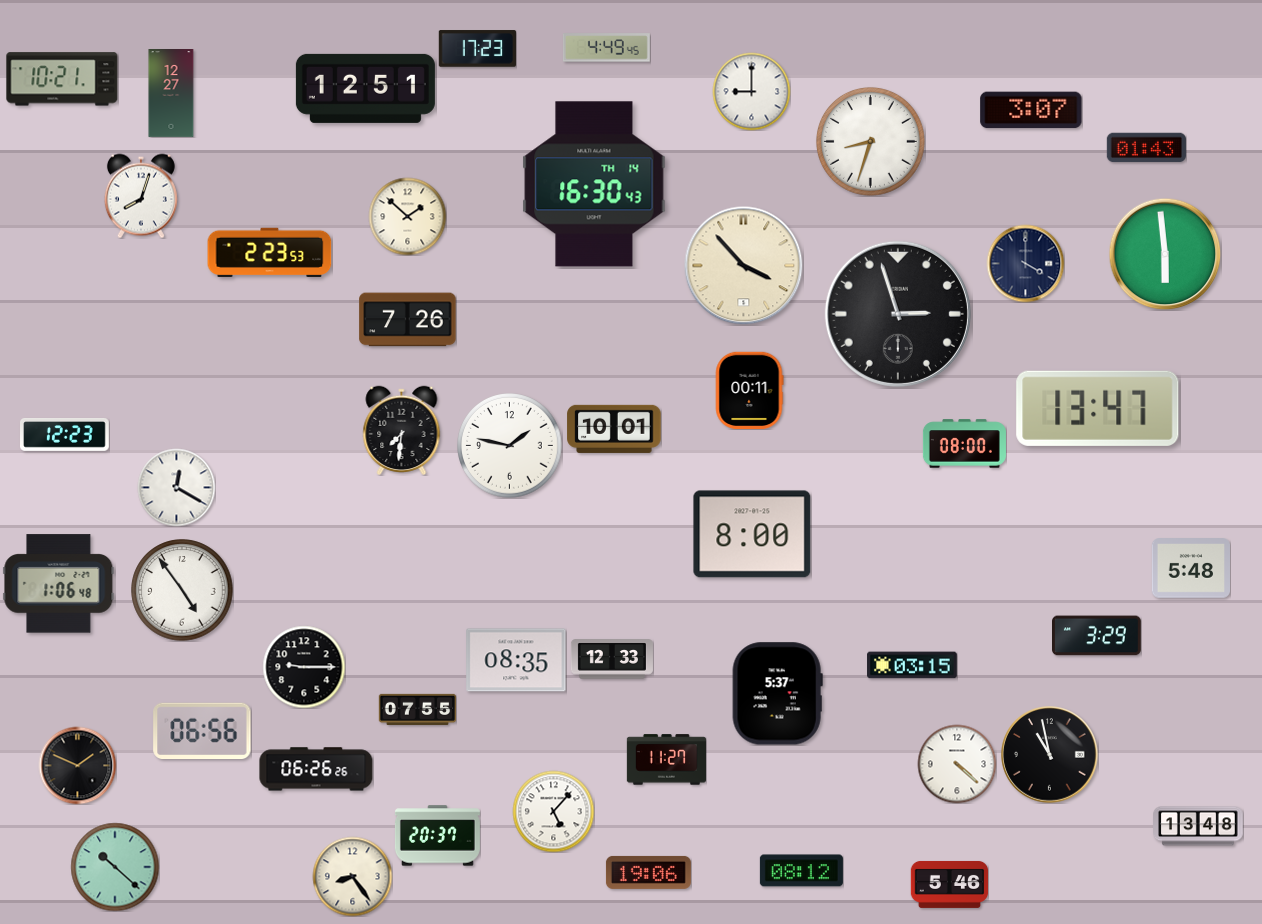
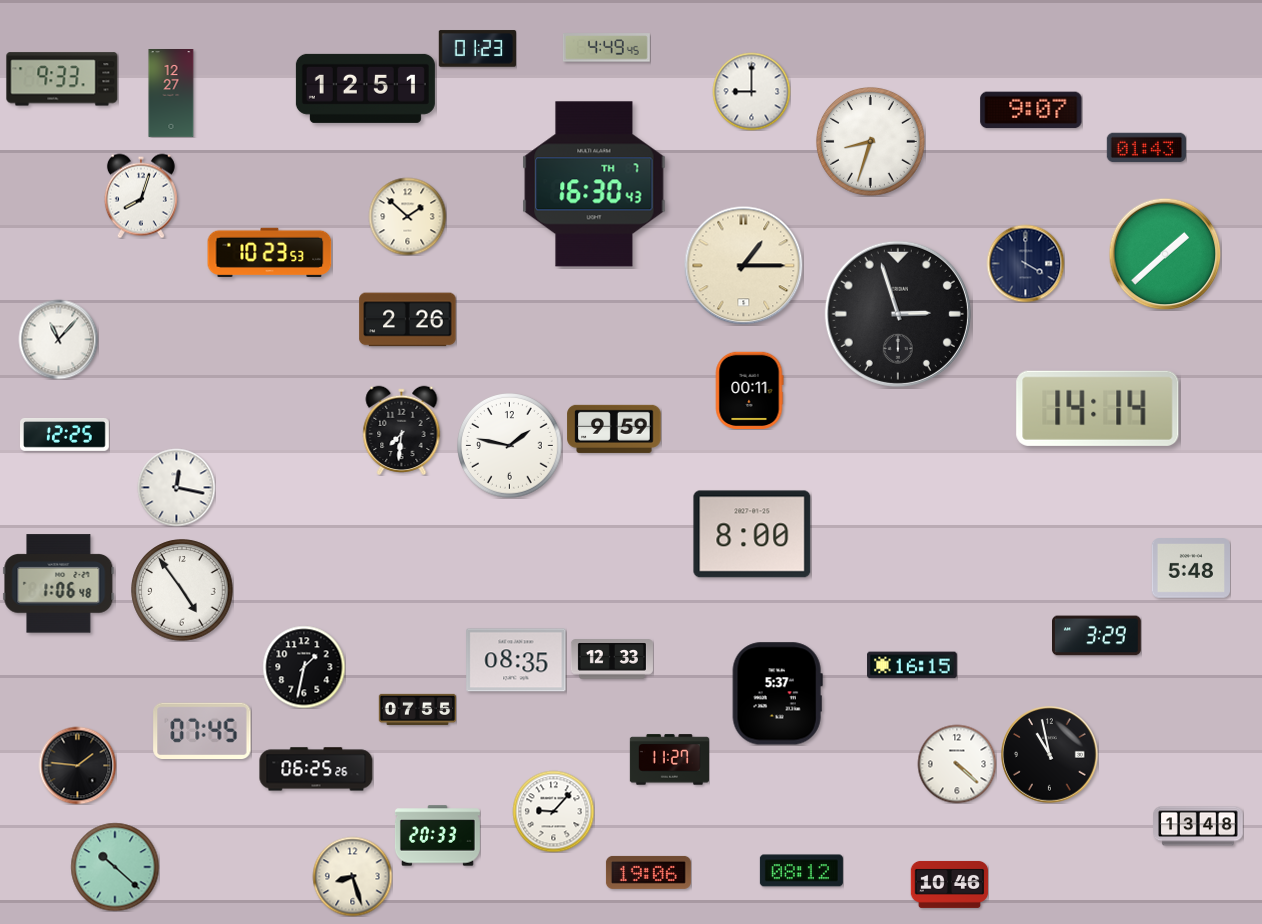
clock at (477, 49): 17:23 -> 01:23
clock at (62, 79): 10:21 -> 9:33
clock at (1031, 110): 3:07 -> 9:07
clock at (594, 184) date: TH 14 -> TH 7
clock at (270, 252): 2:23 -> 10:23
clock at (1165, 254): 5:59 -> 1:38
clock at (744, 266): 3:53 -> 1:15
clock at (408, 320): 7:26 -> 2:26
clock at (58, 339): none -> 11:07
clock at (1098, 408): 13:47 -> 14:14
clock at (614, 429): 10:01 -> 9:59
clock at (65, 435): 12:23 -> 12:25
clock at (964, 444): 08:00 -> none
clock at (176, 487): 12:20 -> 12:17
clock at (912, 665): 03:15 -> 16:15
clock at (304, 667): 9:15 -> 1:32
clock at (202, 730): 06:56 -> 07:45
clock at (666, 760) position: (666, 760) -> (669, 760)
clock at (77, 765): 1:49 -> 1:46
clock at (316, 769): 06:26 -> 06:25
clock at (553, 811): 5:07 -> 9:07
clock at (437, 836): 20:37 -> 20:33
clock at (352, 876): 8:24 -> 8:27
clock at (949, 884): 5:46 -> 10:46
